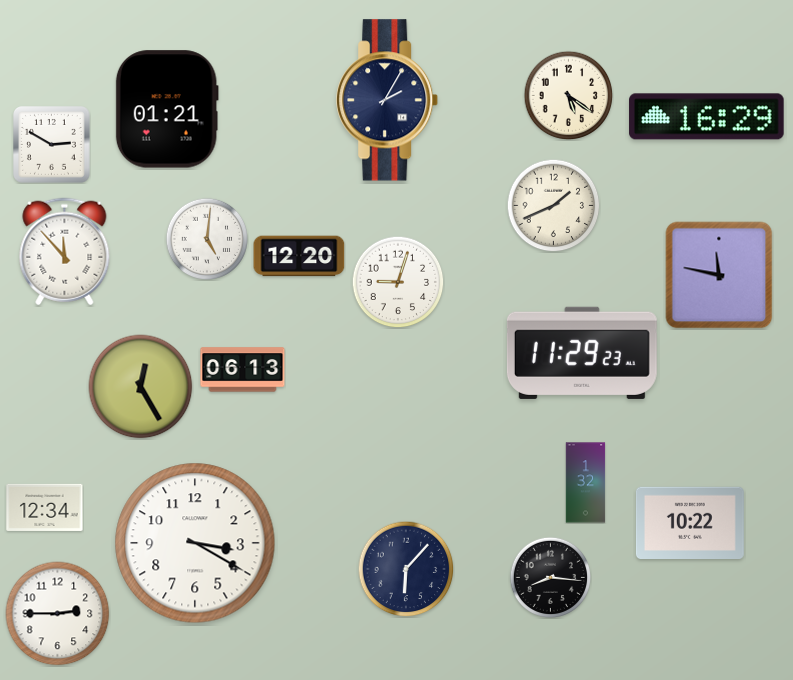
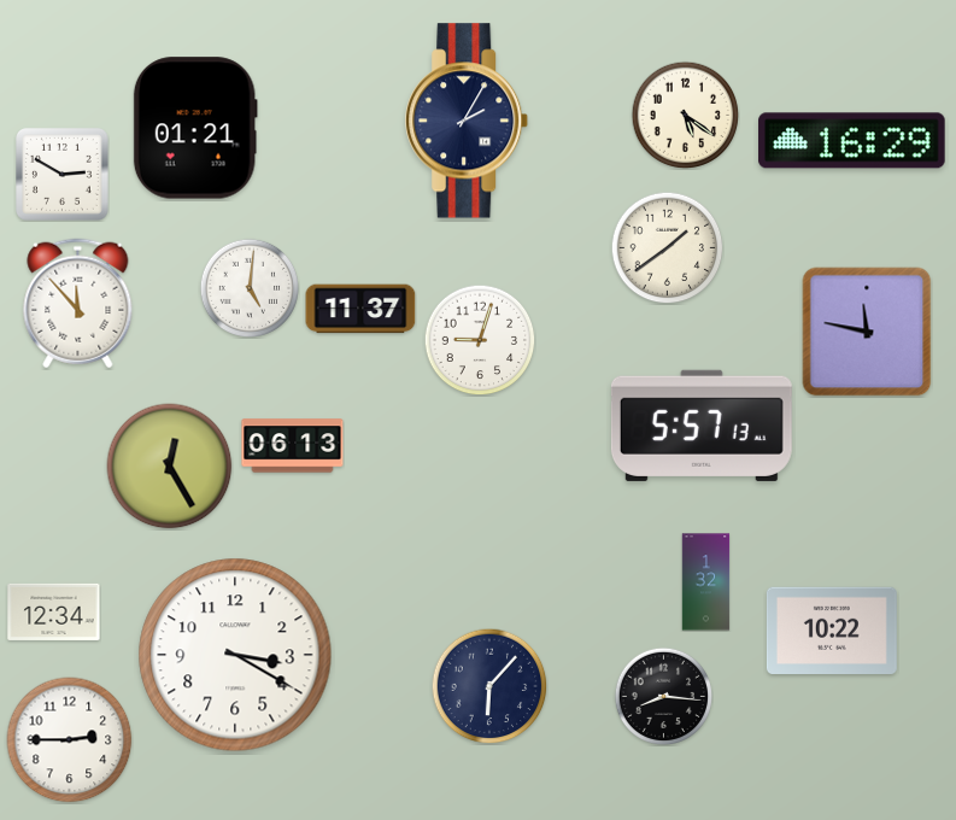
clock at (167, 109) position: (167, 109) -> (195, 128)
clock at (553, 205): 1:41 -> 1:39
clock at (299, 256): 12:20 -> 11:37
clock at (582, 353): 11:29 -> 5:57
